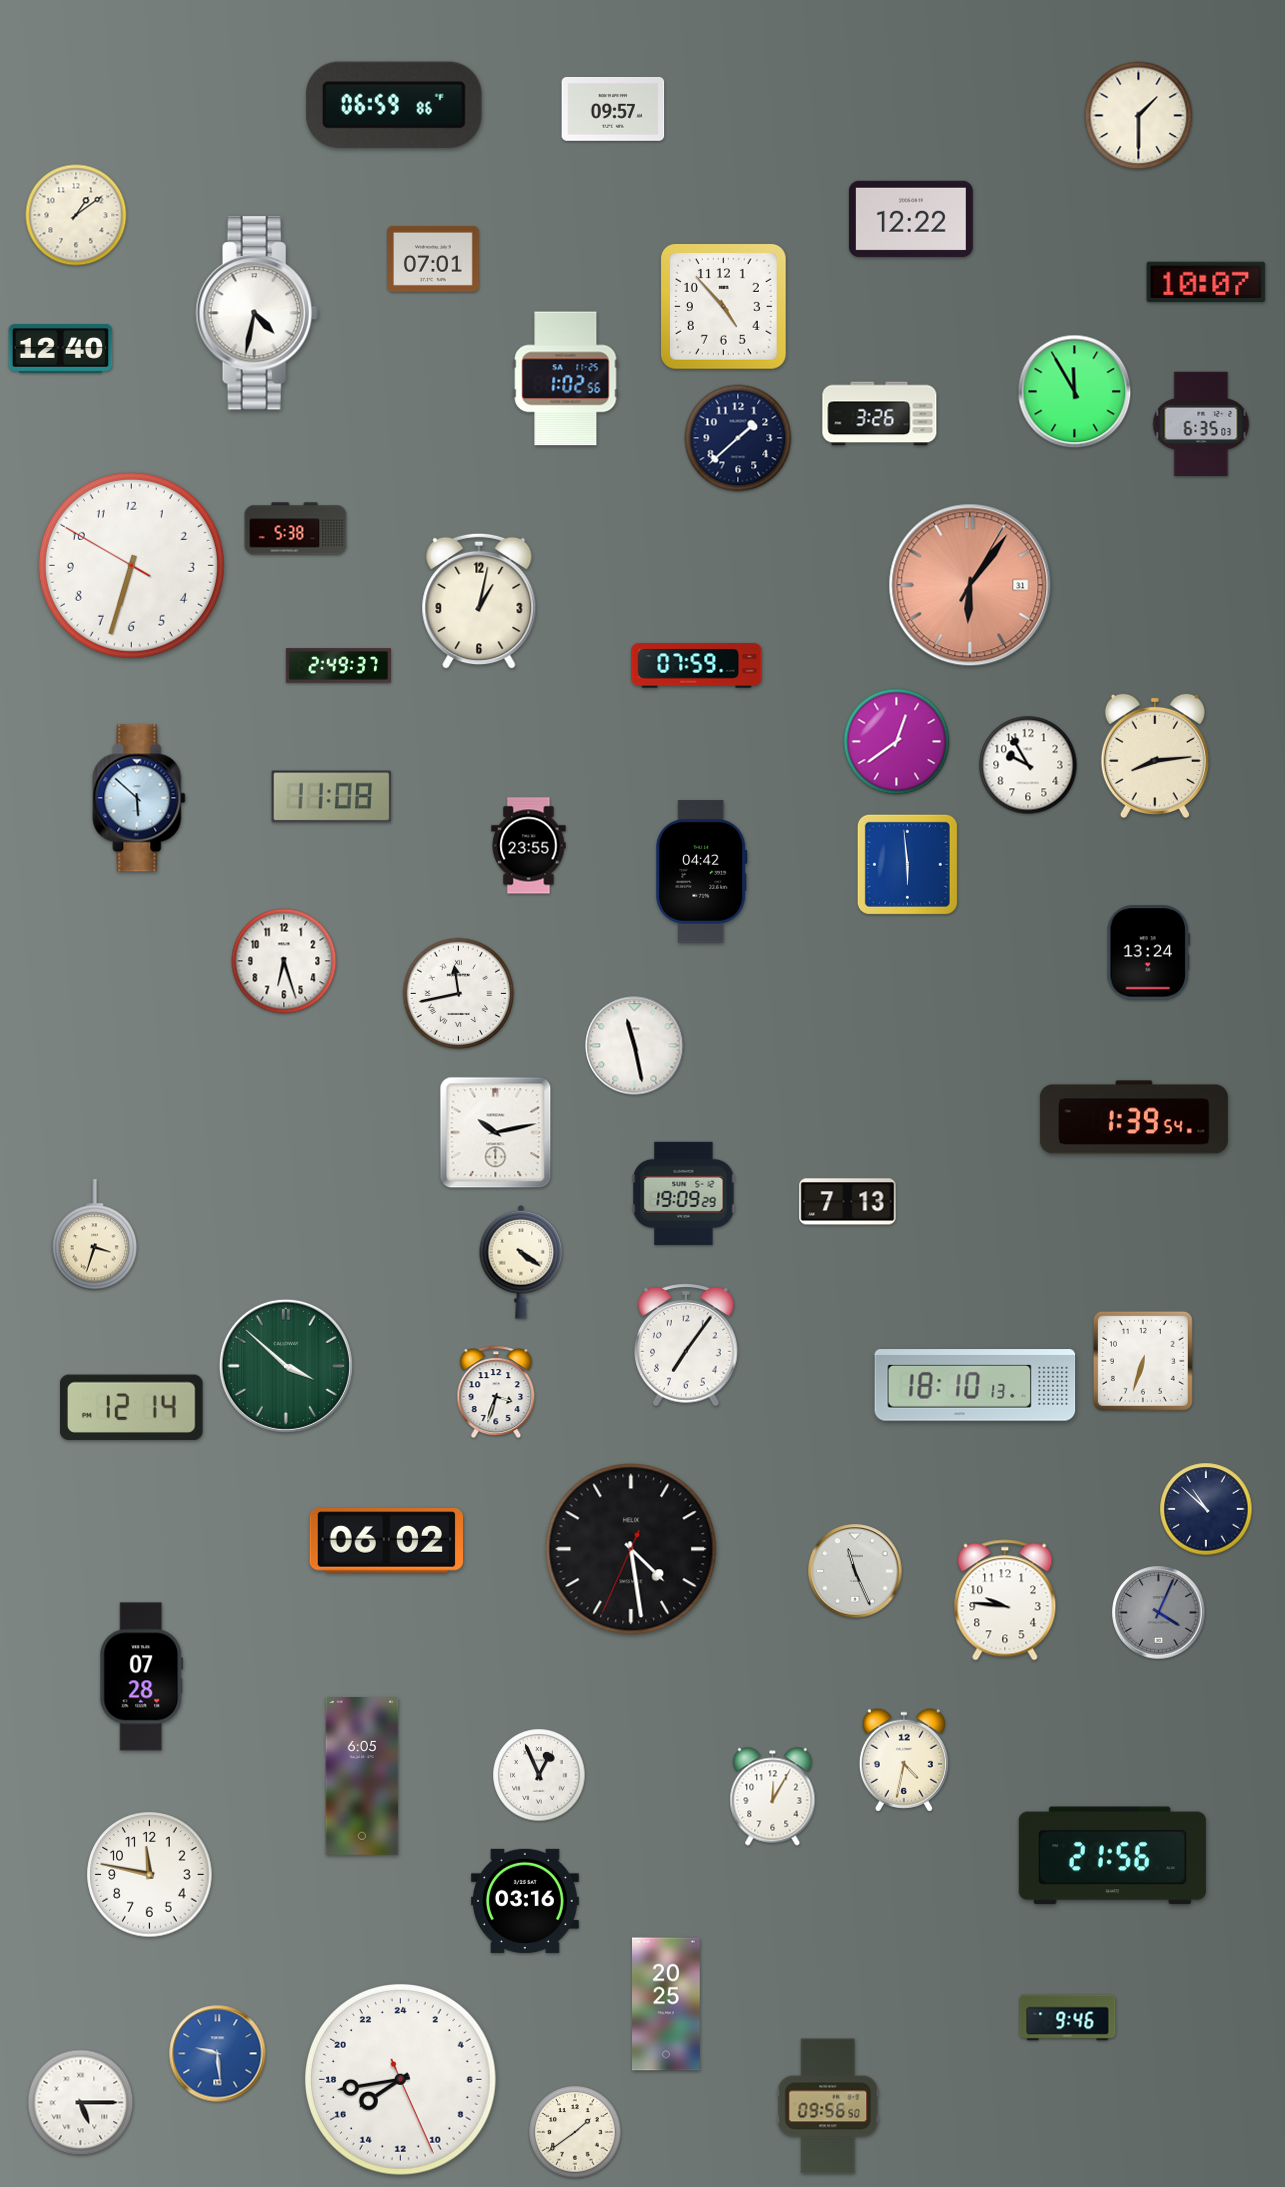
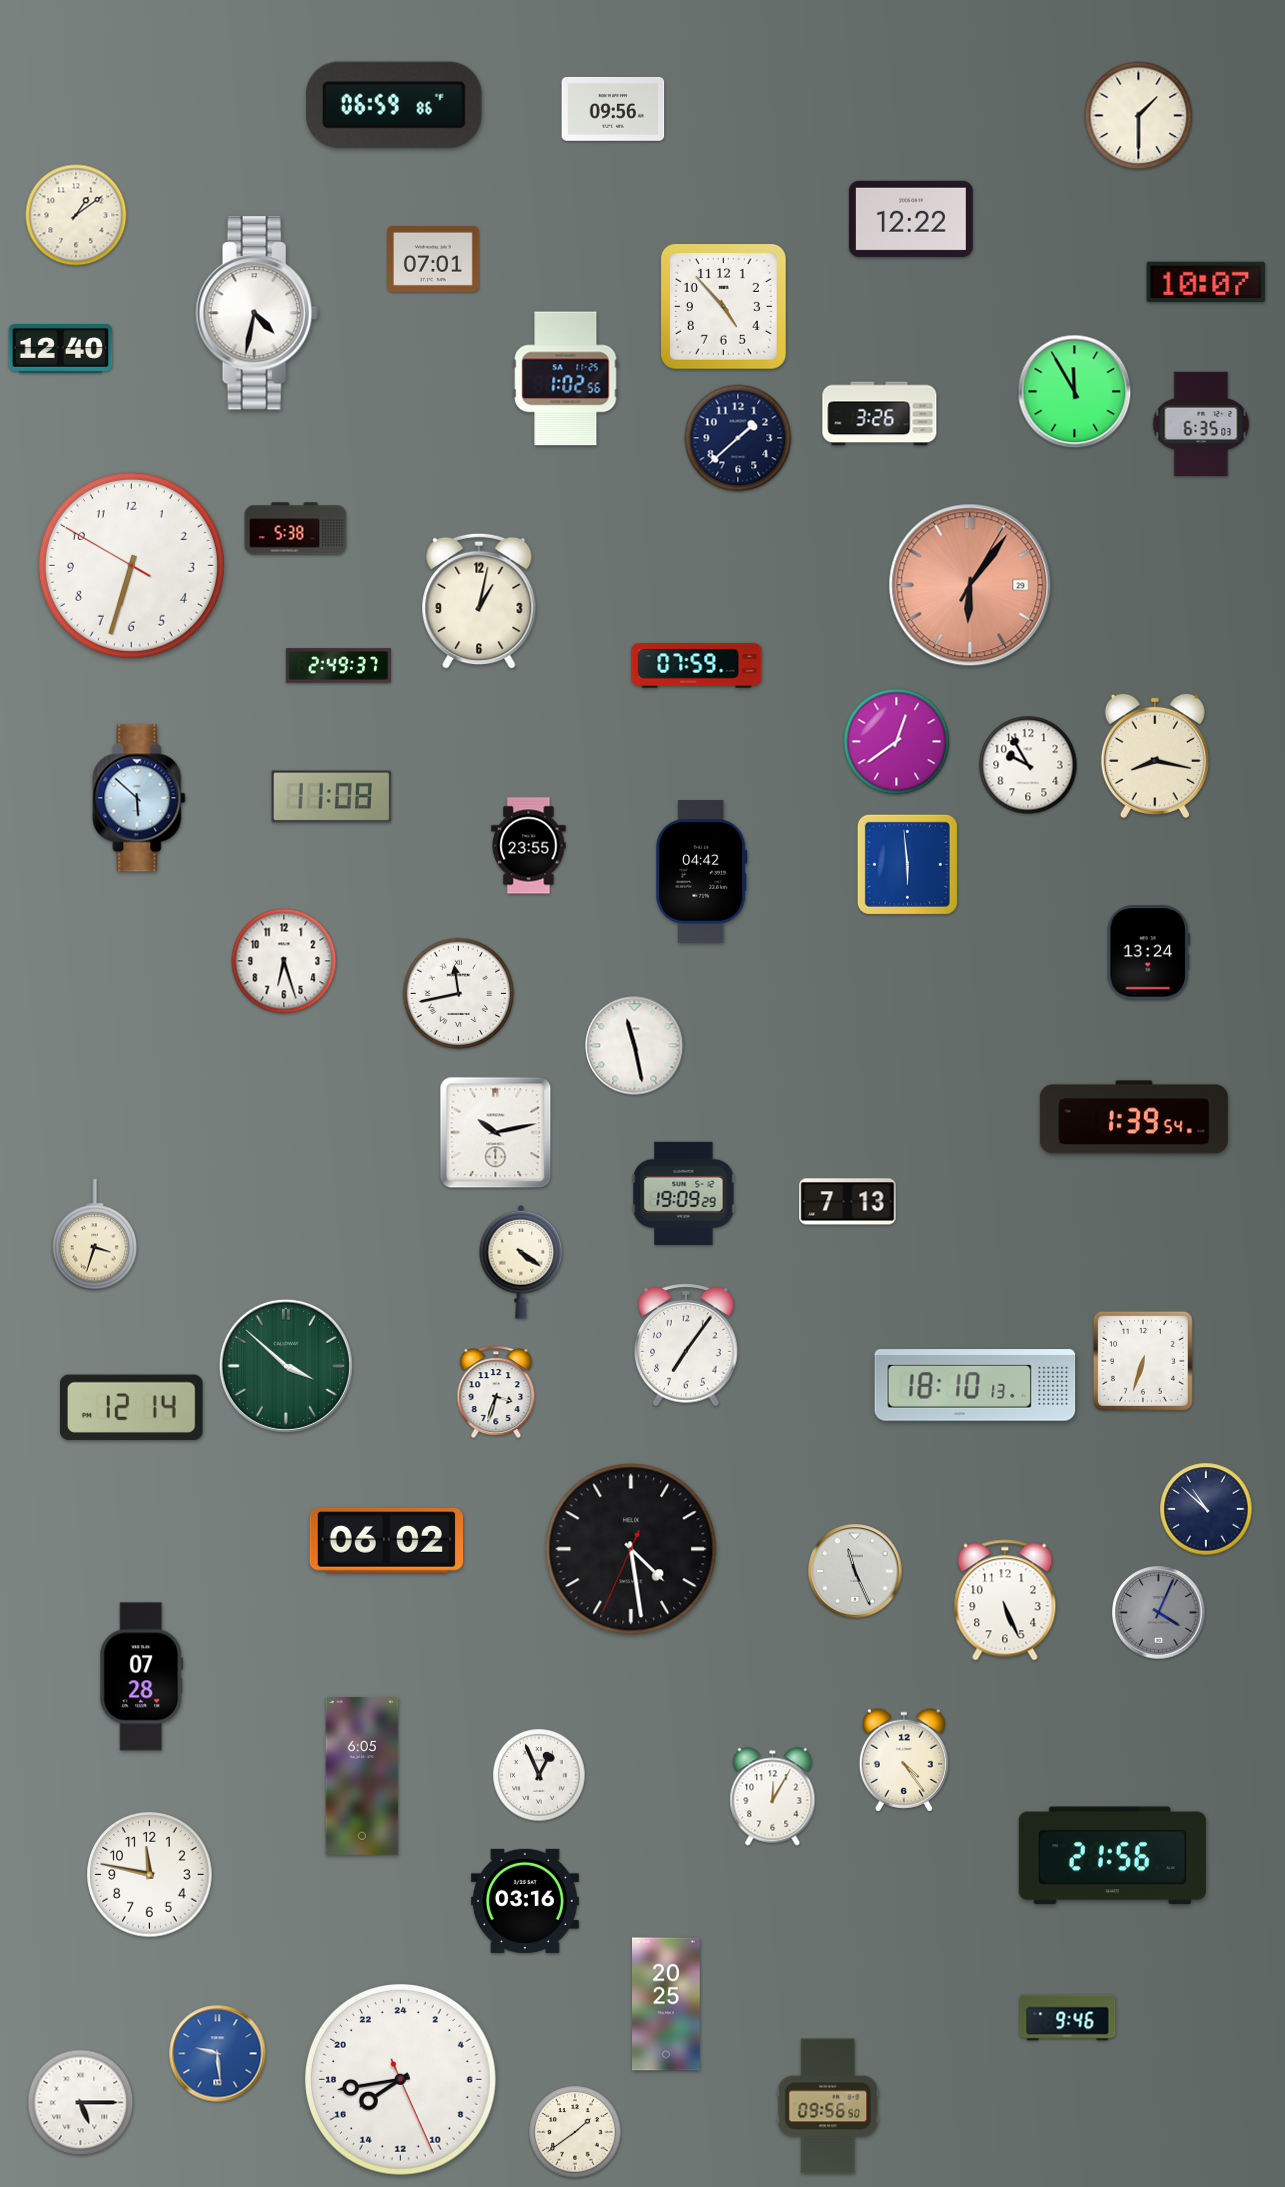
clock at (613, 109): 09:57 -> 09:56
clock at (970, 585) date: 31 -> 29
clock at (1155, 756): 8:14 -> 8:17
clock at (1005, 1600): 9:46 -> 5:26
clock at (904, 1760): 4:32 -> 4:24
